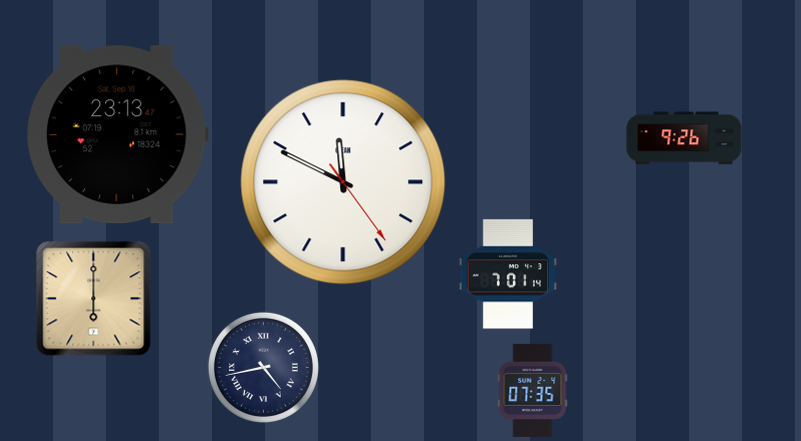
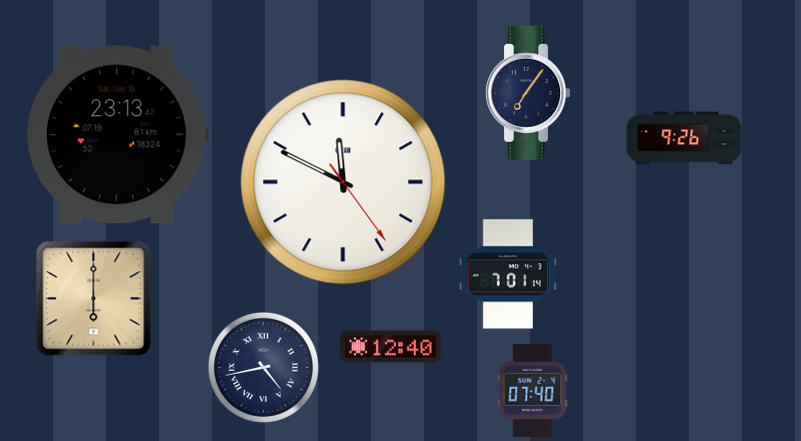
clock at (528, 93): none -> 7:06
clock at (391, 347): none -> 12:40
clock at (533, 390): 07:35 -> 07:40
